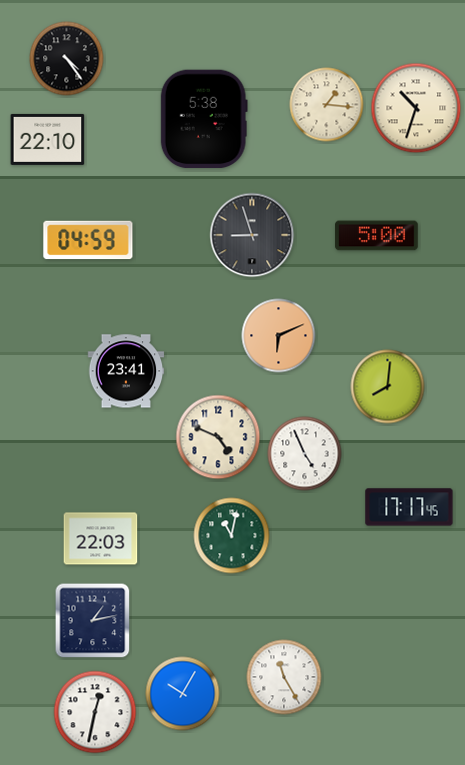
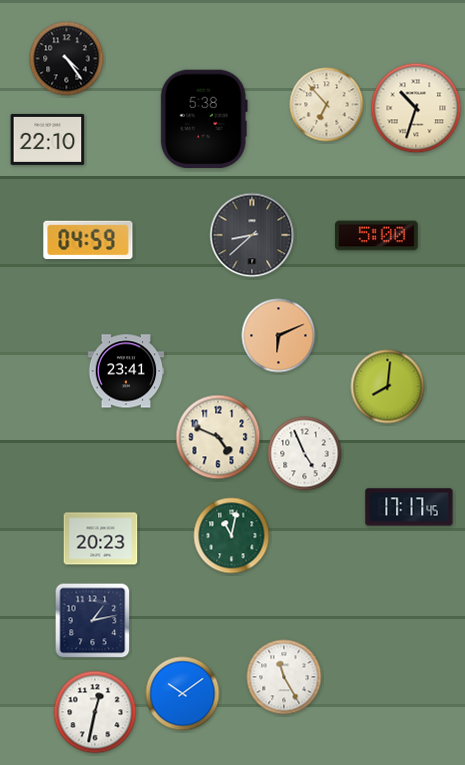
clock at (327, 105): 1:16 -> 6:53
clock at (252, 235): 8:57 -> 8:38
clock at (101, 539): 22:03 -> 20:23
clock at (183, 694): 10:05 -> 10:09
